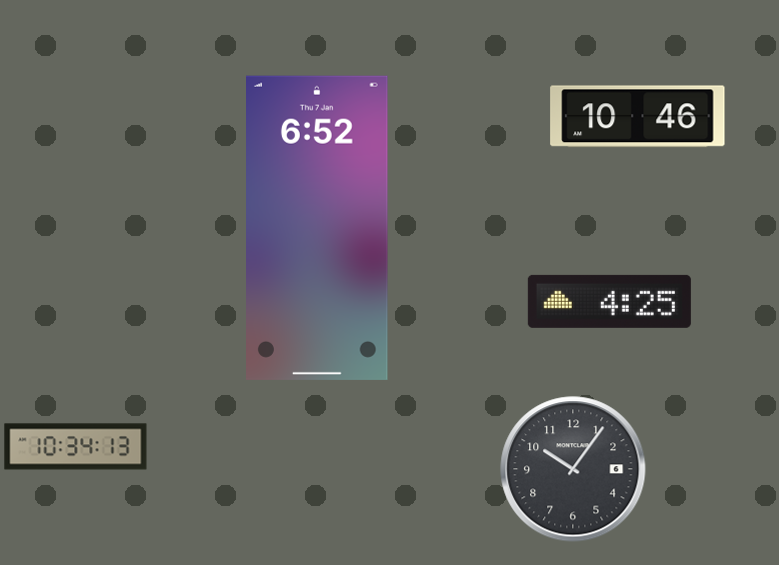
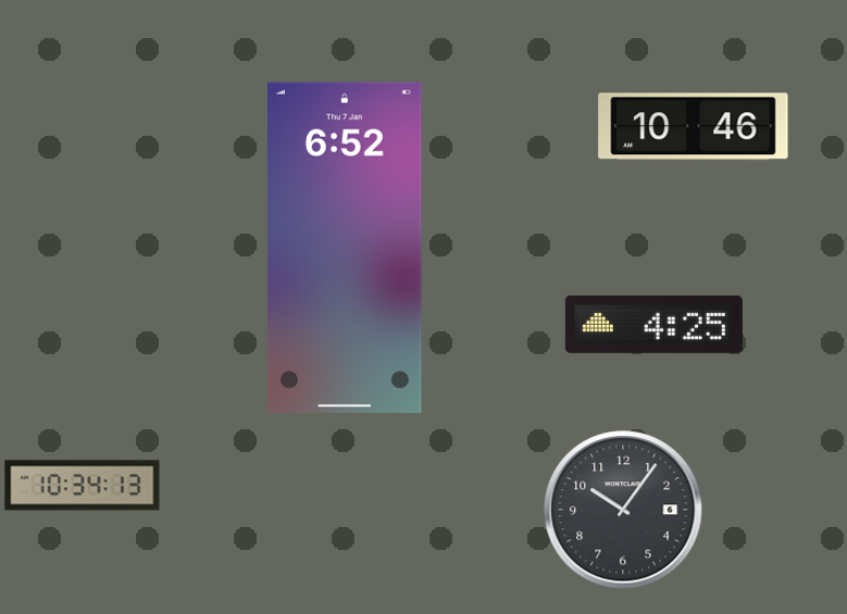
clock at (609, 301) position: (609, 301) -> (653, 324)
